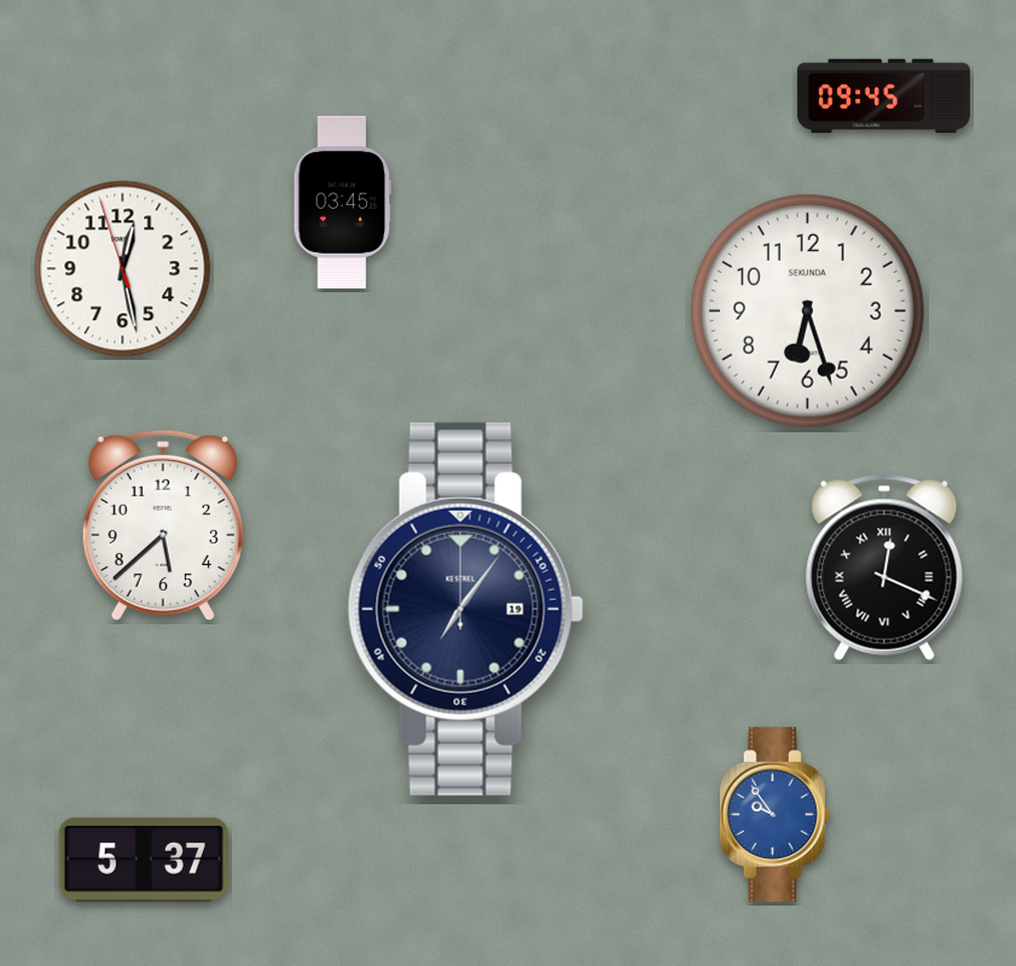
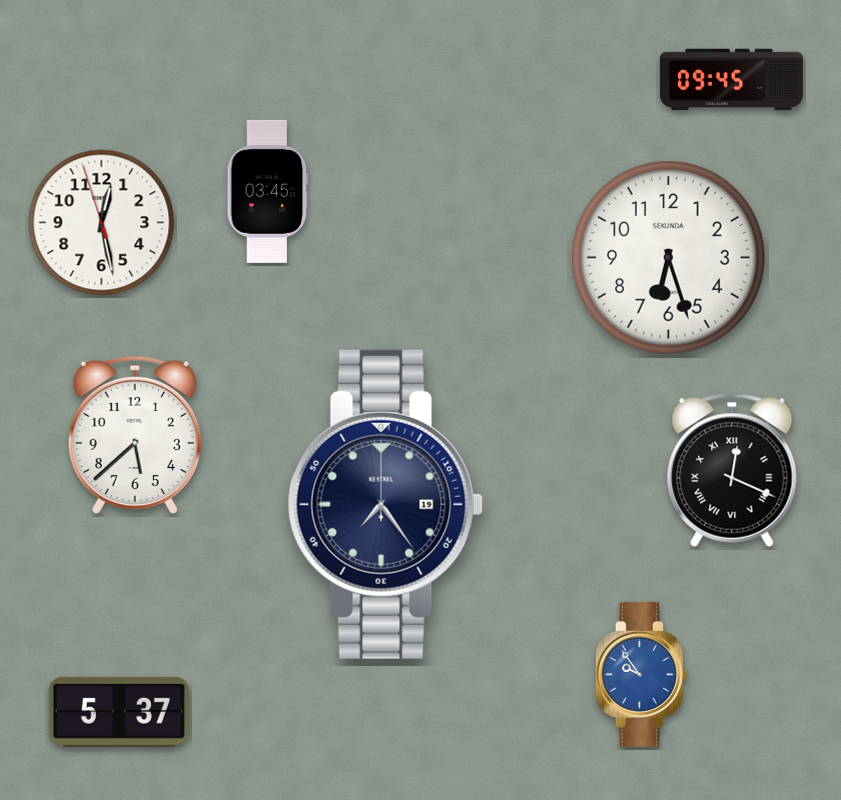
clock at (343, 202) position: (343, 202) -> (268, 191)
clock at (465, 609): 7:06 -> 7:24
